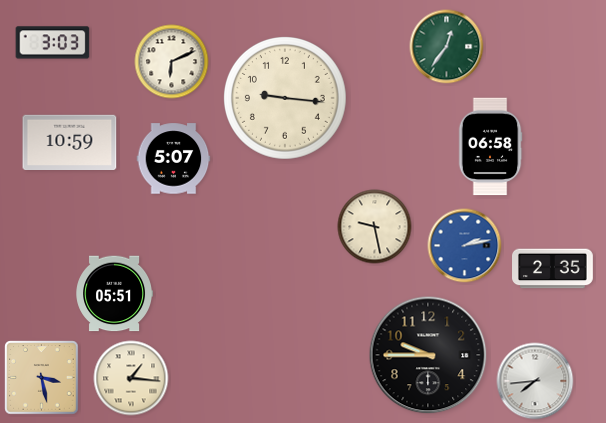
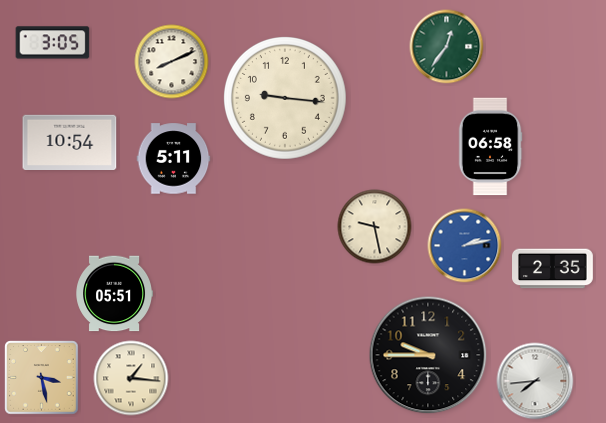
clock at (53, 43): 3:03 -> 3:05
clock at (172, 62): 6:11 -> 8:11
clock at (70, 142): 10:59 -> 10:54
clock at (174, 159): 5:07 -> 5:11
